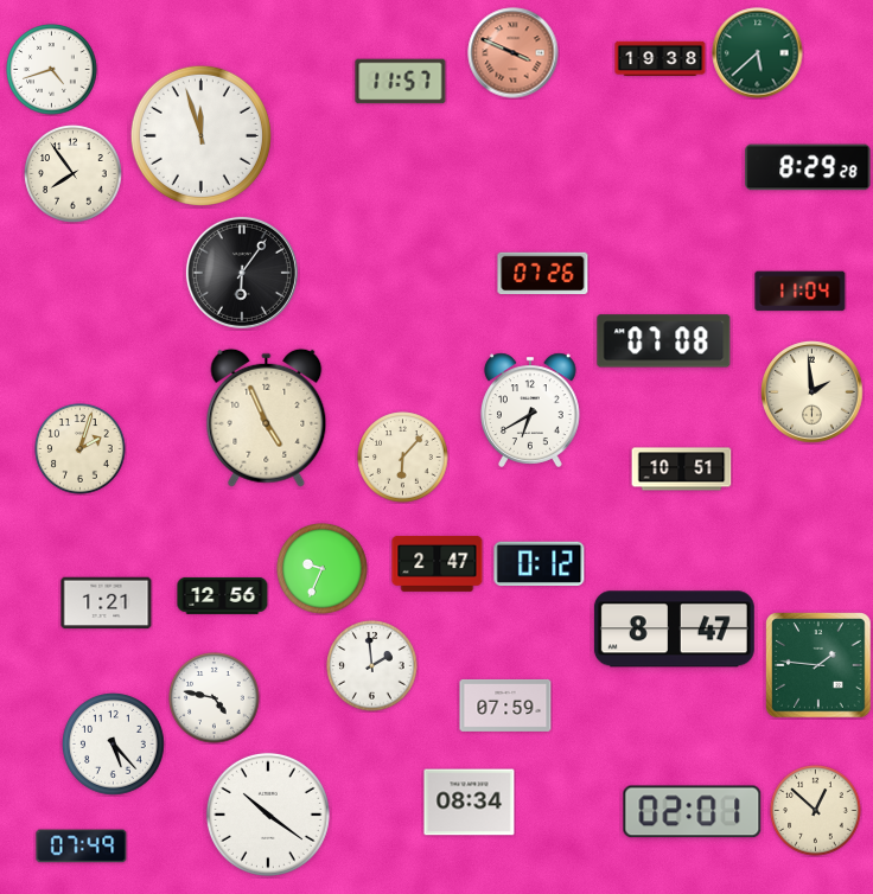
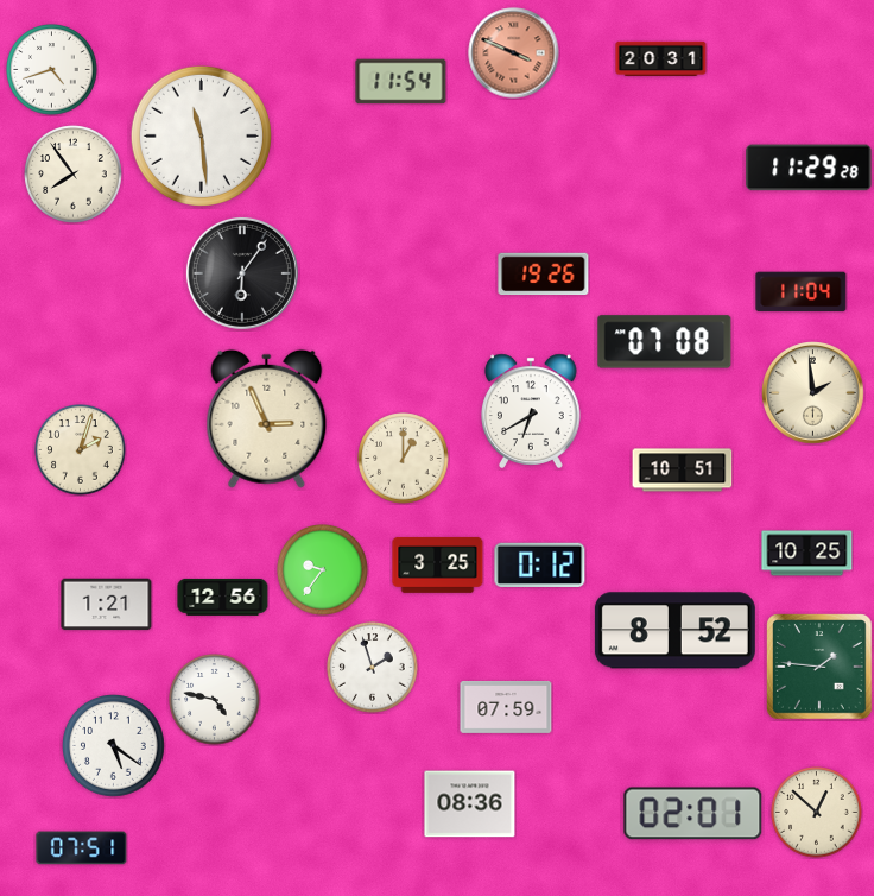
clock at (758, 53): 5:38 -> none
clock at (661, 58): 19:38 -> 20:31
clock at (401, 82): 11:57 -> 11:54
clock at (200, 135): 11:57 -> 11:29
clock at (808, 167): 8:29 -> 11:29
clock at (543, 274): 07:26 -> 19:26
clock at (267, 417): 4:56 -> 2:56
clock at (403, 458): 6:07 -> 1:00
clock at (807, 554): none -> 10:25
clock at (438, 563): 2:47 -> 3:25
clock at (323, 569): 9:34 -> 9:36
clock at (674, 630): 8:47 -> 8:52
clock at (372, 666): 1:59 -> 1:57
clock at (114, 745): 5:23 -> 5:21
clock at (470, 803): 08:34 -> 08:36
clock at (268, 815): 10:21 -> none
clock at (82, 847): 07:49 -> 07:51
